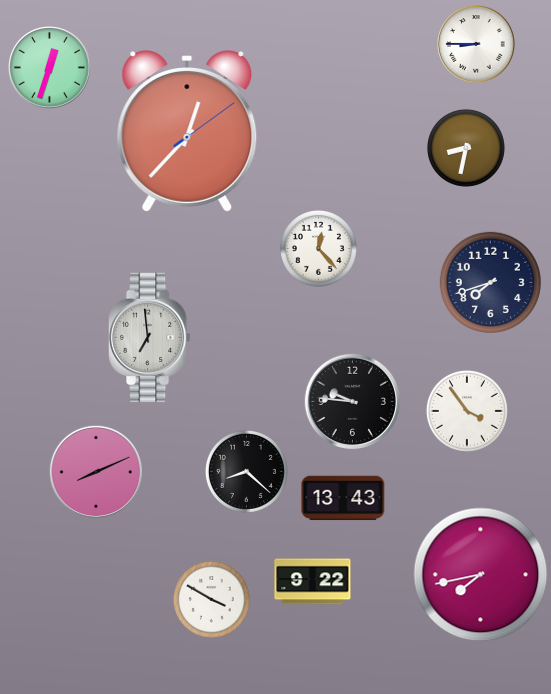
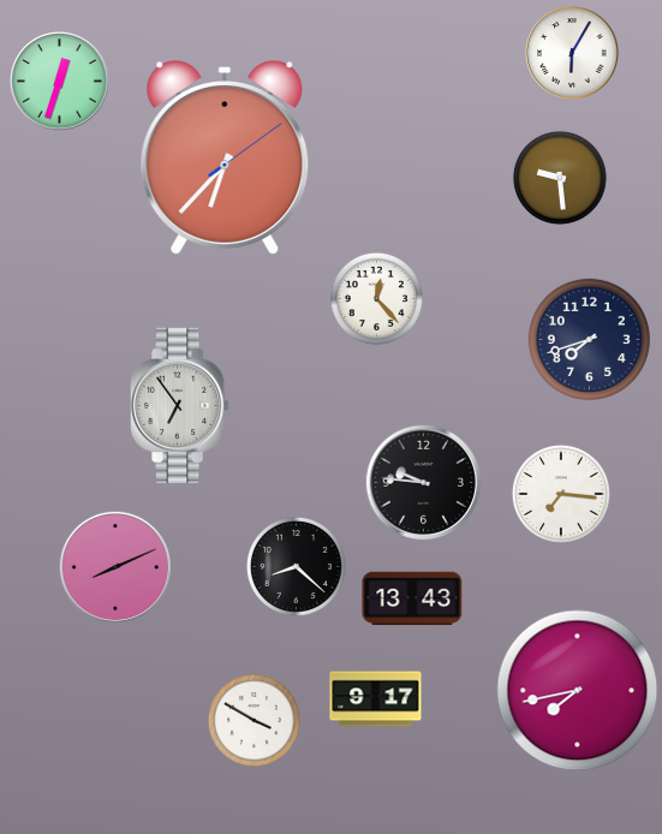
clock at (476, 44): 8:45 -> 6:05
clock at (187, 131): 12:37 -> 6:37
clock at (466, 148): 8:32 -> 9:29
clock at (318, 248) position: (318, 248) -> (376, 298)
clock at (149, 338): 6:59 -> 6:54
clock at (467, 411): 3:54 -> 7:16
clock at (313, 582): 9:22 -> 9:17
